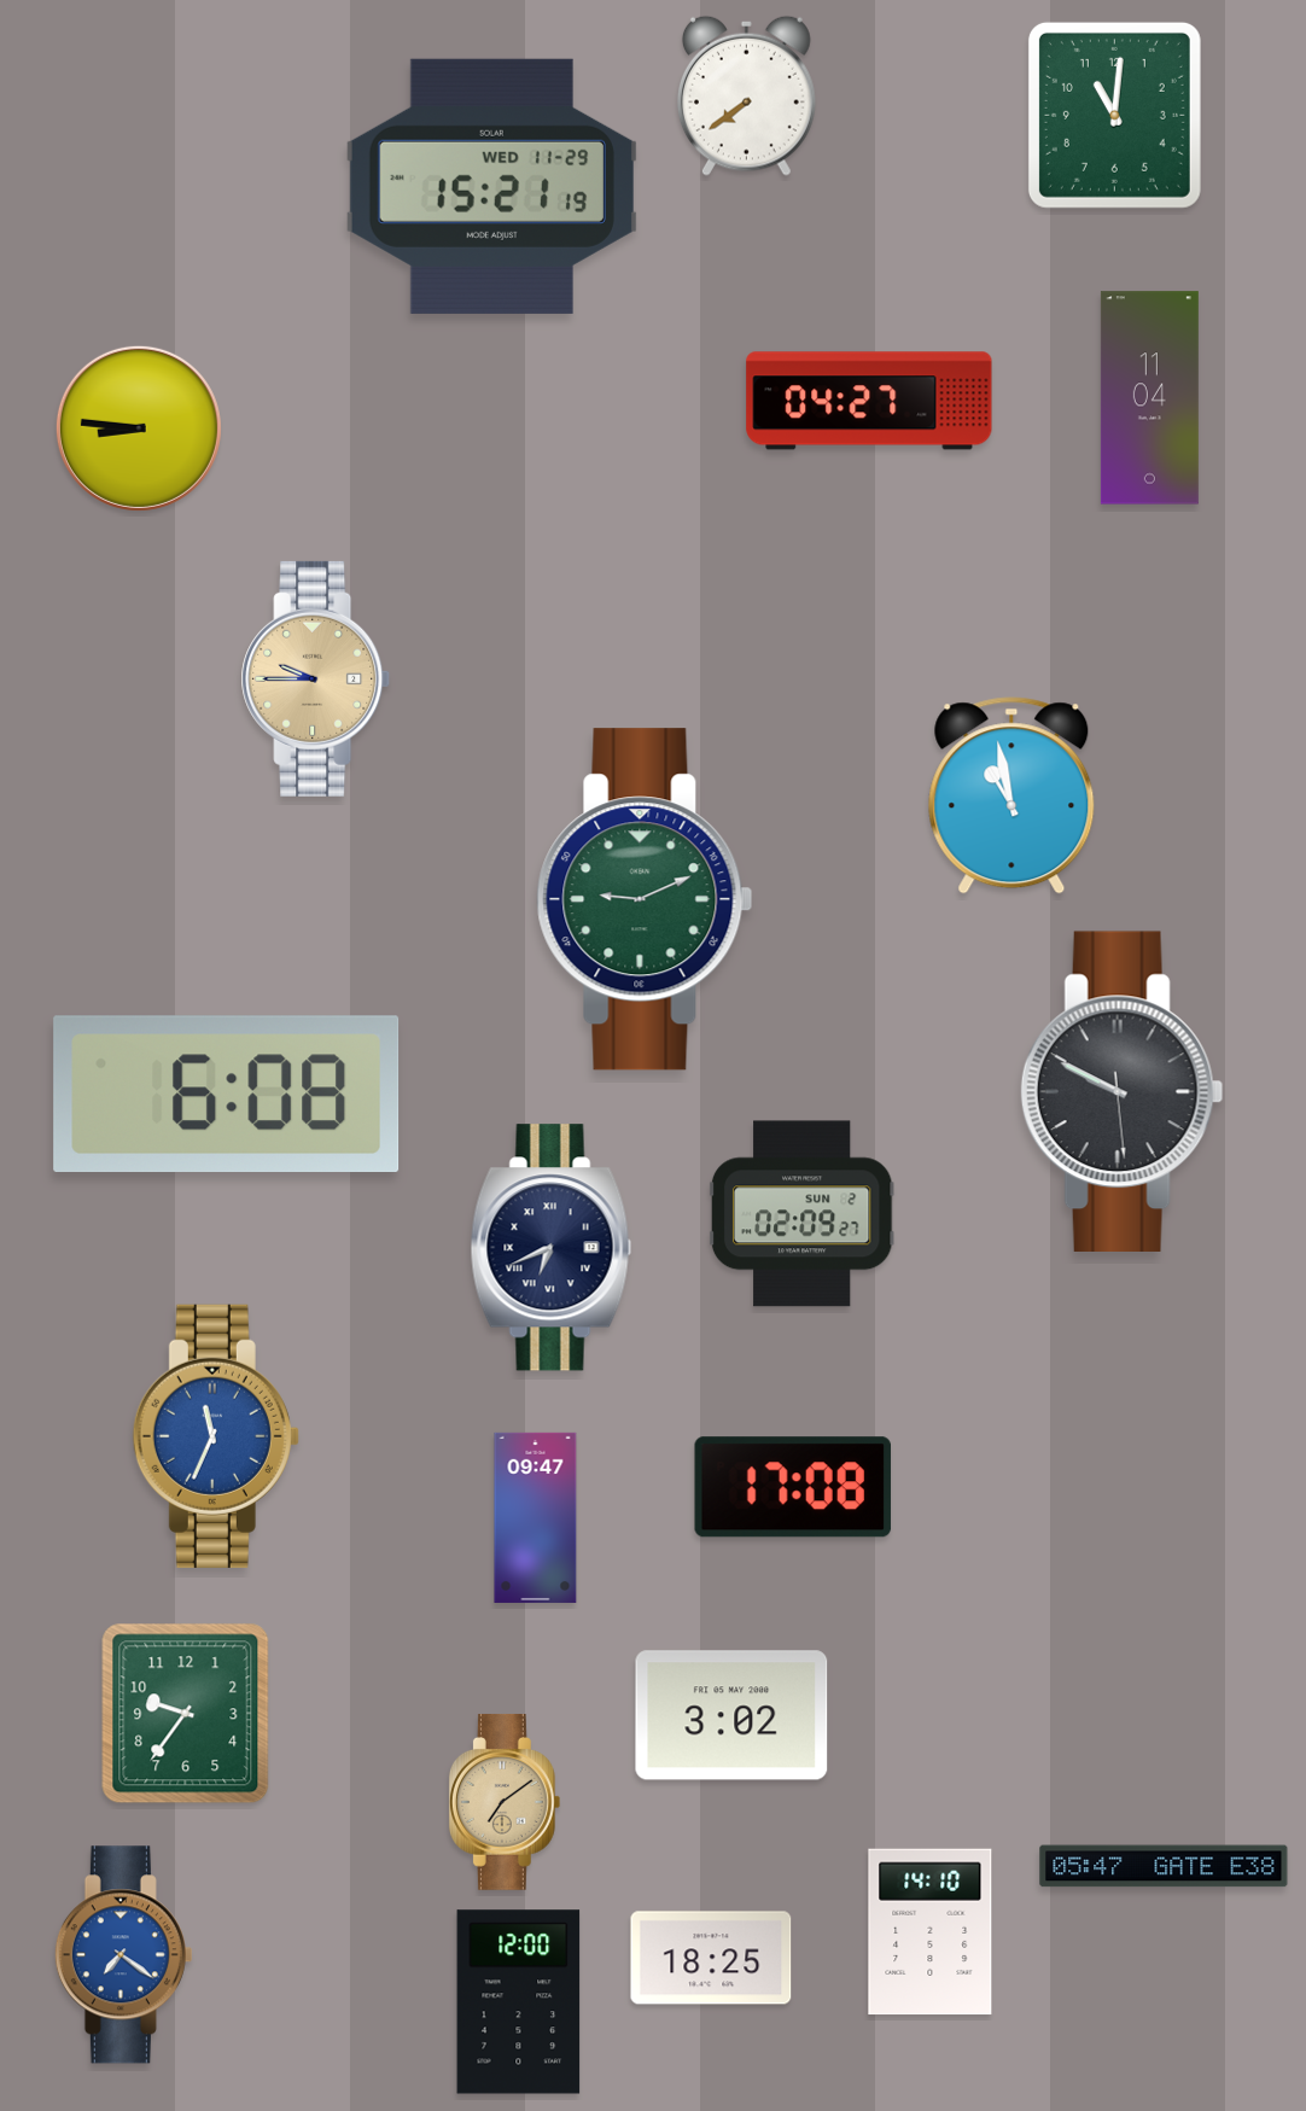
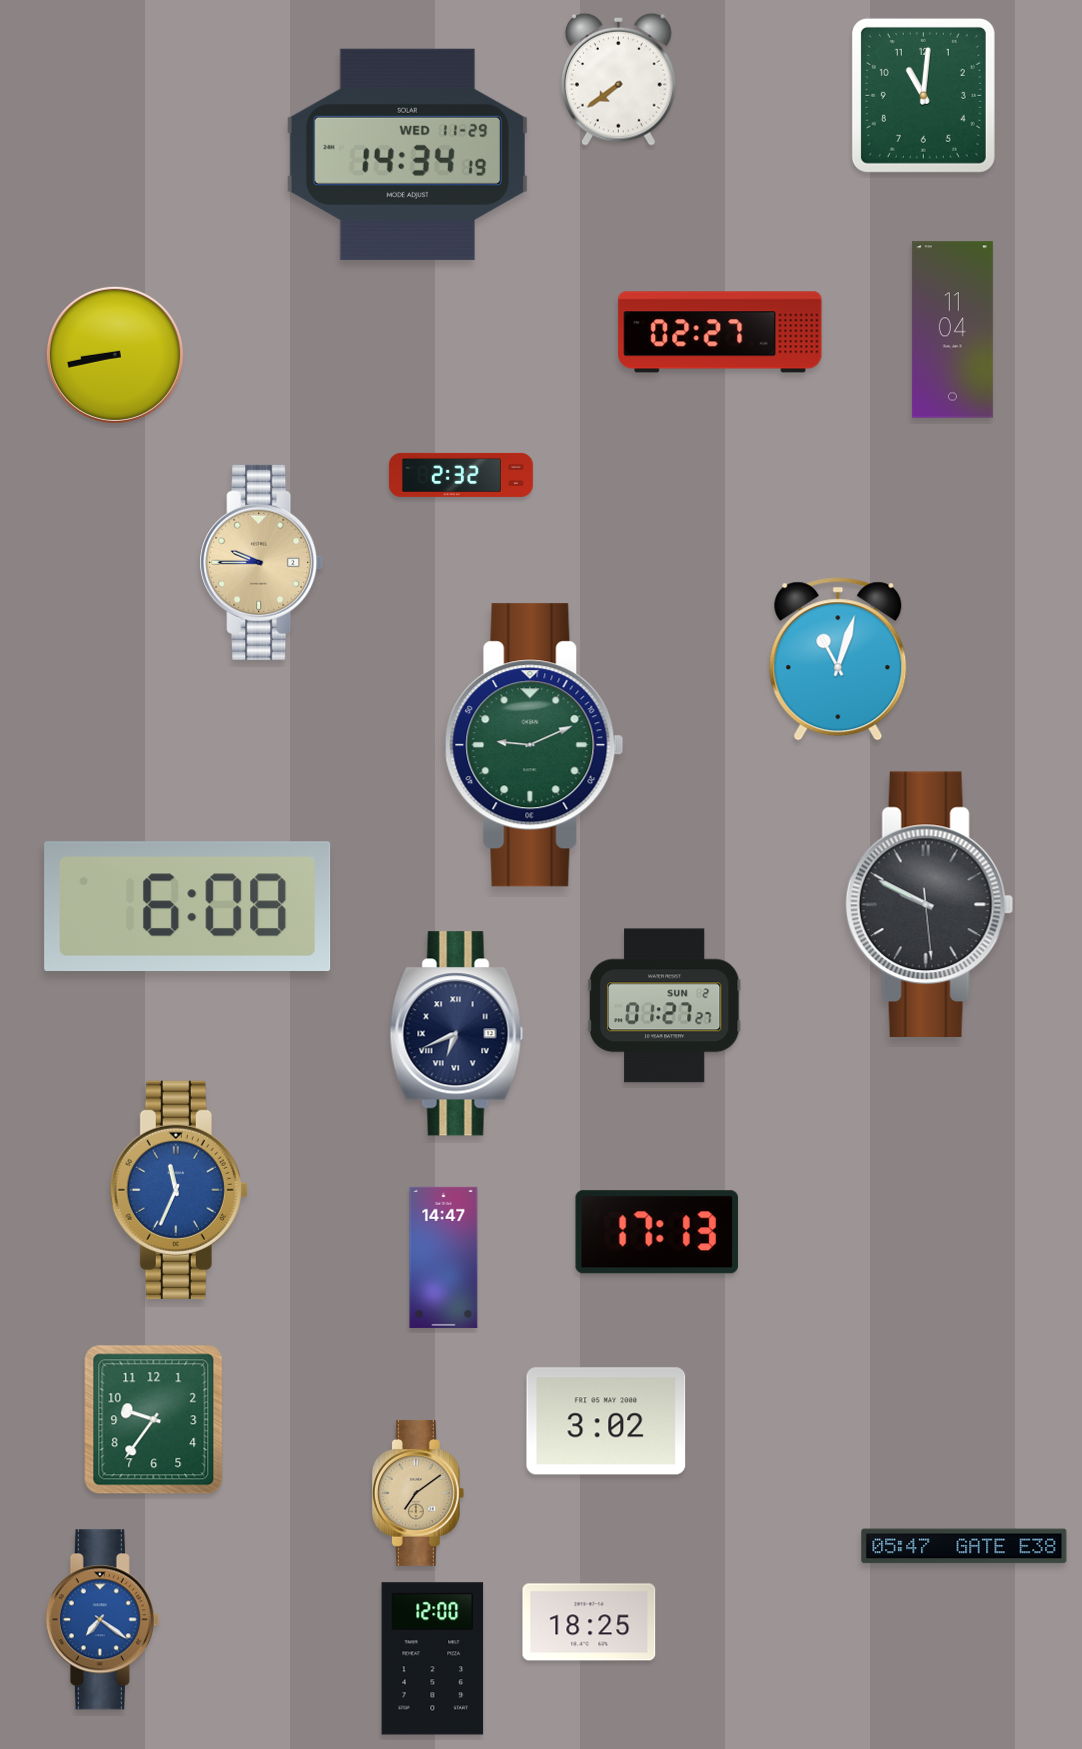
clock at (491, 186): 15:21 -> 14:34
clock at (869, 401): 04:27 -> 02:27
clock at (139, 428): 8:46 -> 8:43
clock at (461, 475): none -> 2:32
clock at (1011, 795): 10:58 -> 11:03
clock at (801, 1214): 02:09 -> 01:27
clock at (793, 1487): 17:08 -> 17:13
clock at (536, 1517): 09:47 -> 14:47
clock at (931, 1932): 14:10 -> none
clock at (519, 2002) position: (519, 2002) -> (433, 1659)
